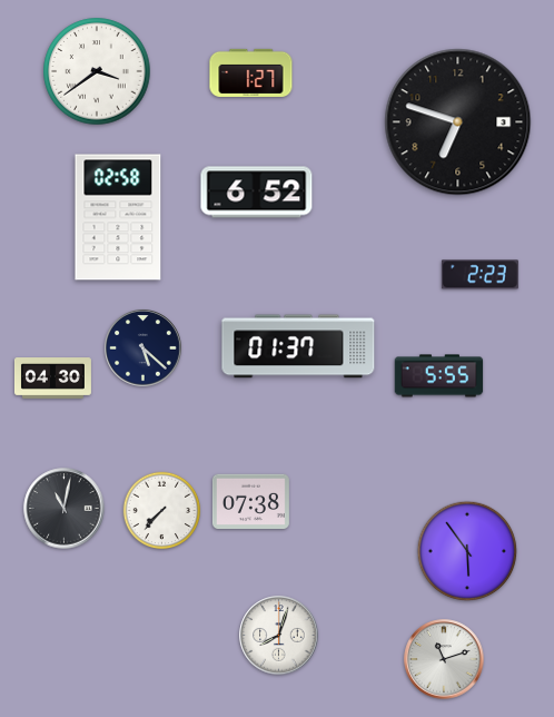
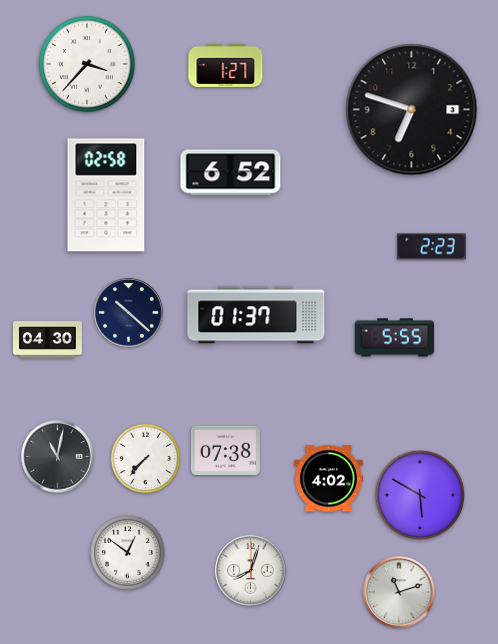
clock at (97, 71): 3:39 -> 3:37
clock at (298, 346) position: (298, 346) -> (256, 315)
clock at (144, 348): 5:22 -> 10:22
clock at (328, 479): none -> 4:02
clock at (467, 551): 5:54 -> 5:50
clock at (128, 553): none -> 12:51
